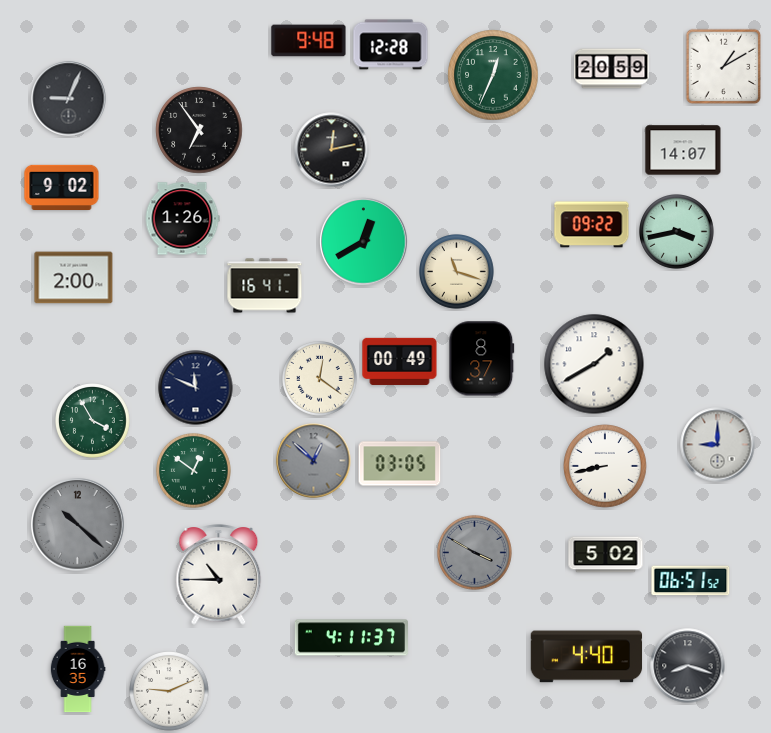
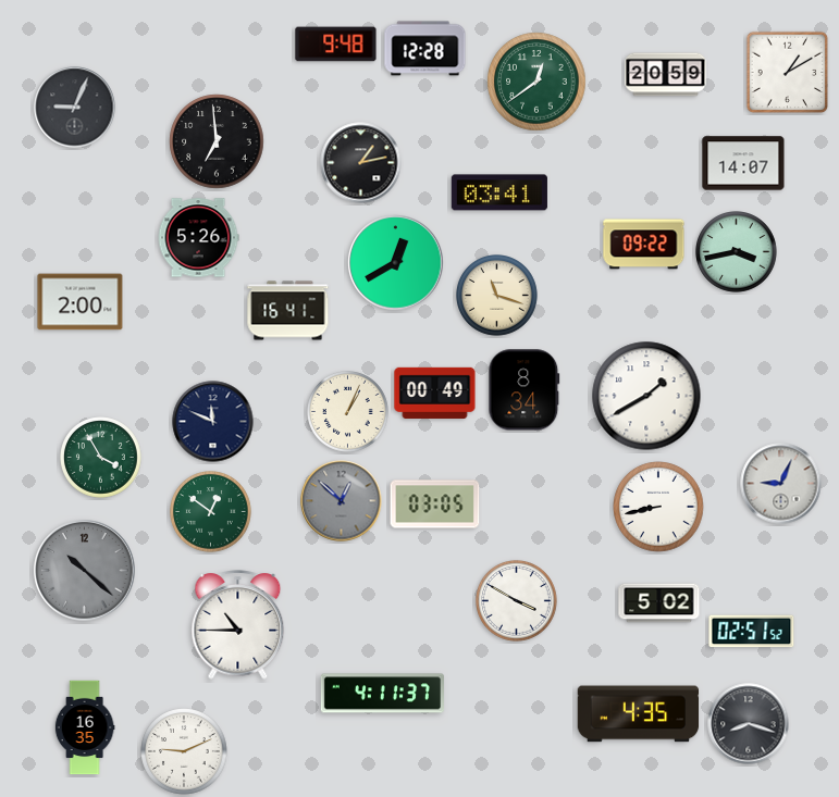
clock at (493, 75): 12:34 -> 12:39
clock at (199, 130): 6:54 -> 6:59
clock at (332, 150): 12:13 -> 1:13
clock at (499, 192): none -> 03:41
clock at (62, 188): 9:02 -> none
clock at (182, 219): 1:26 -> 5:26
clock at (482, 359): 8:37 -> 8:34
clock at (320, 379): 12:21 -> 1:04
clock at (718, 445): 9:00 -> 9:04
clock at (475, 553) dial: grey -> white
clock at (691, 581): 06:51 -> 02:51
clock at (587, 657): 4:40 -> 4:35
